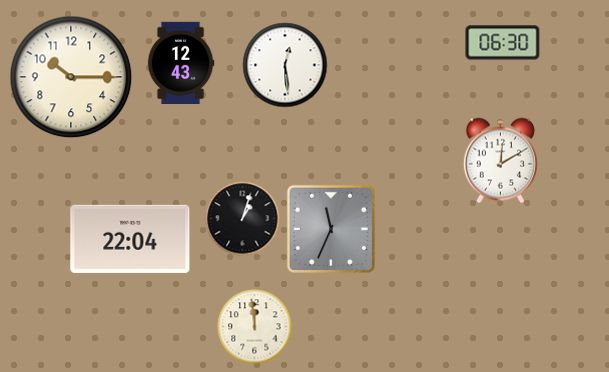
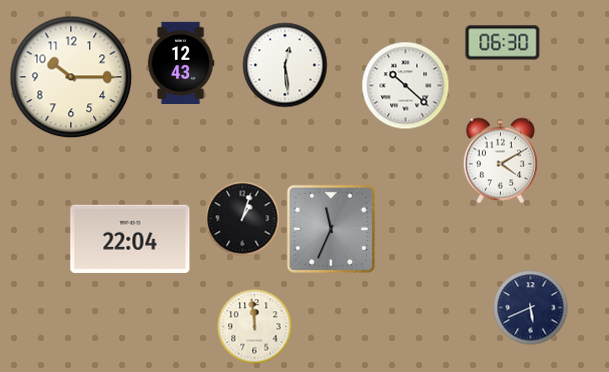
clock at (406, 86): none -> 10:22
clock at (500, 161): 12:10 -> 4:10
clock at (531, 308): none -> 5:41
